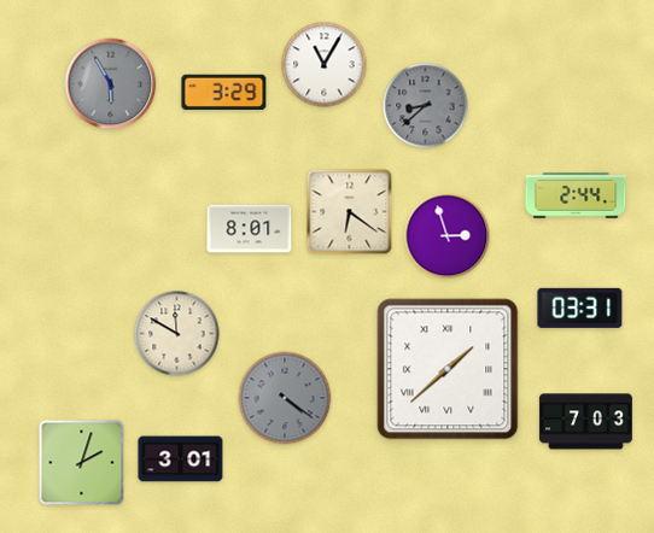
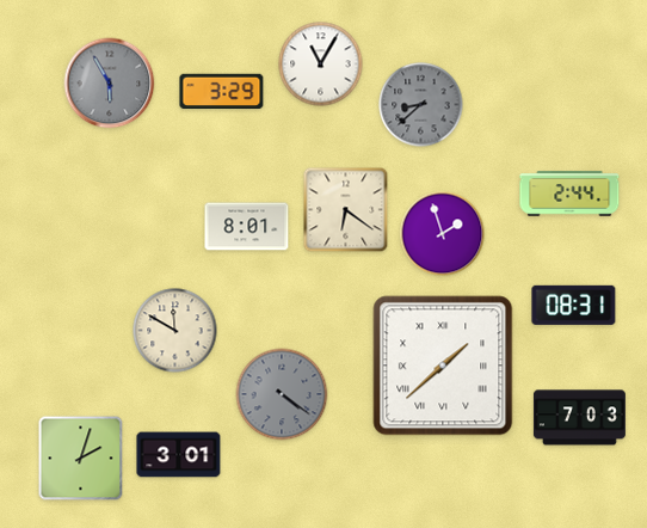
clock at (448, 236): 2:57 -> 1:57
clock at (580, 307): 03:31 -> 08:31
